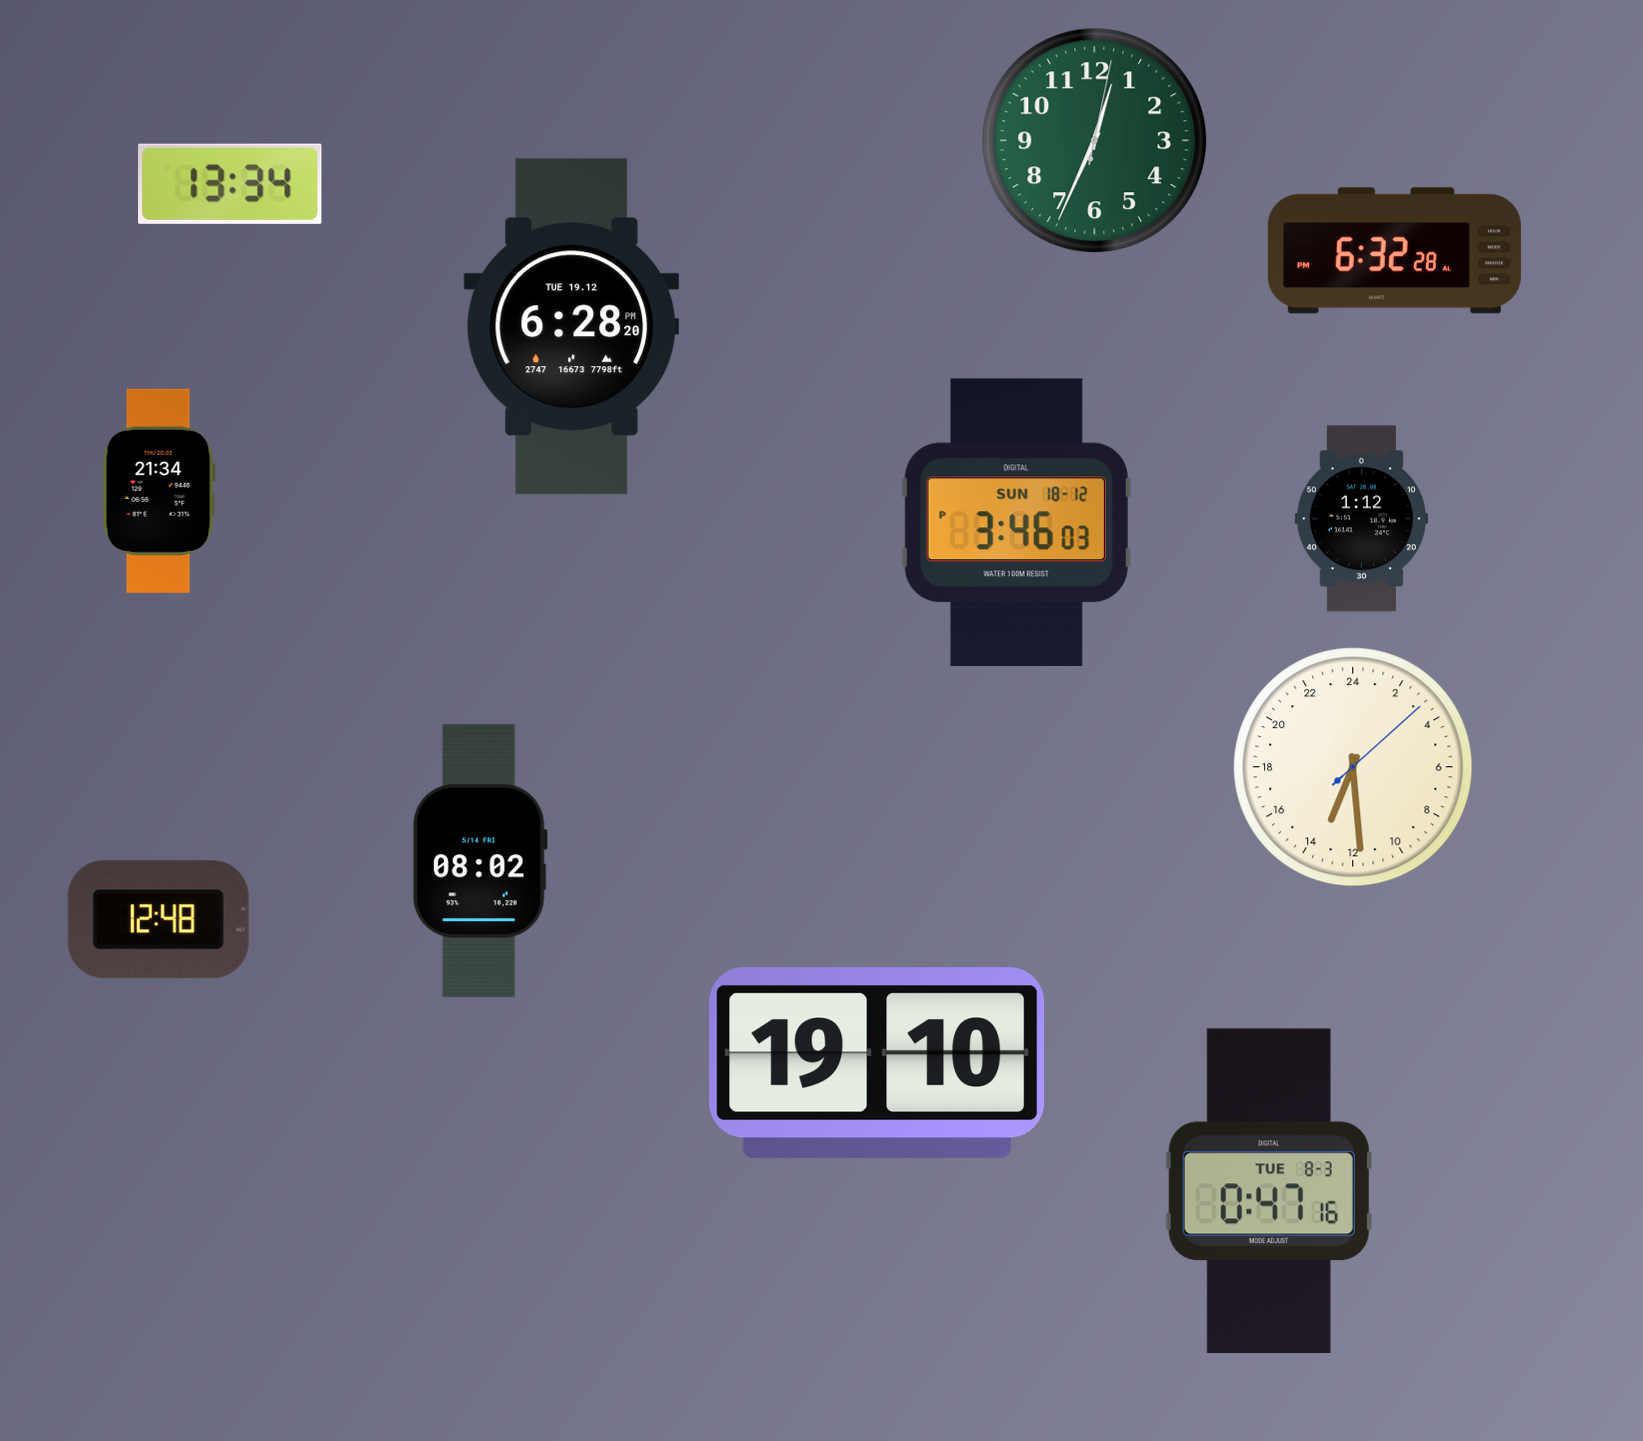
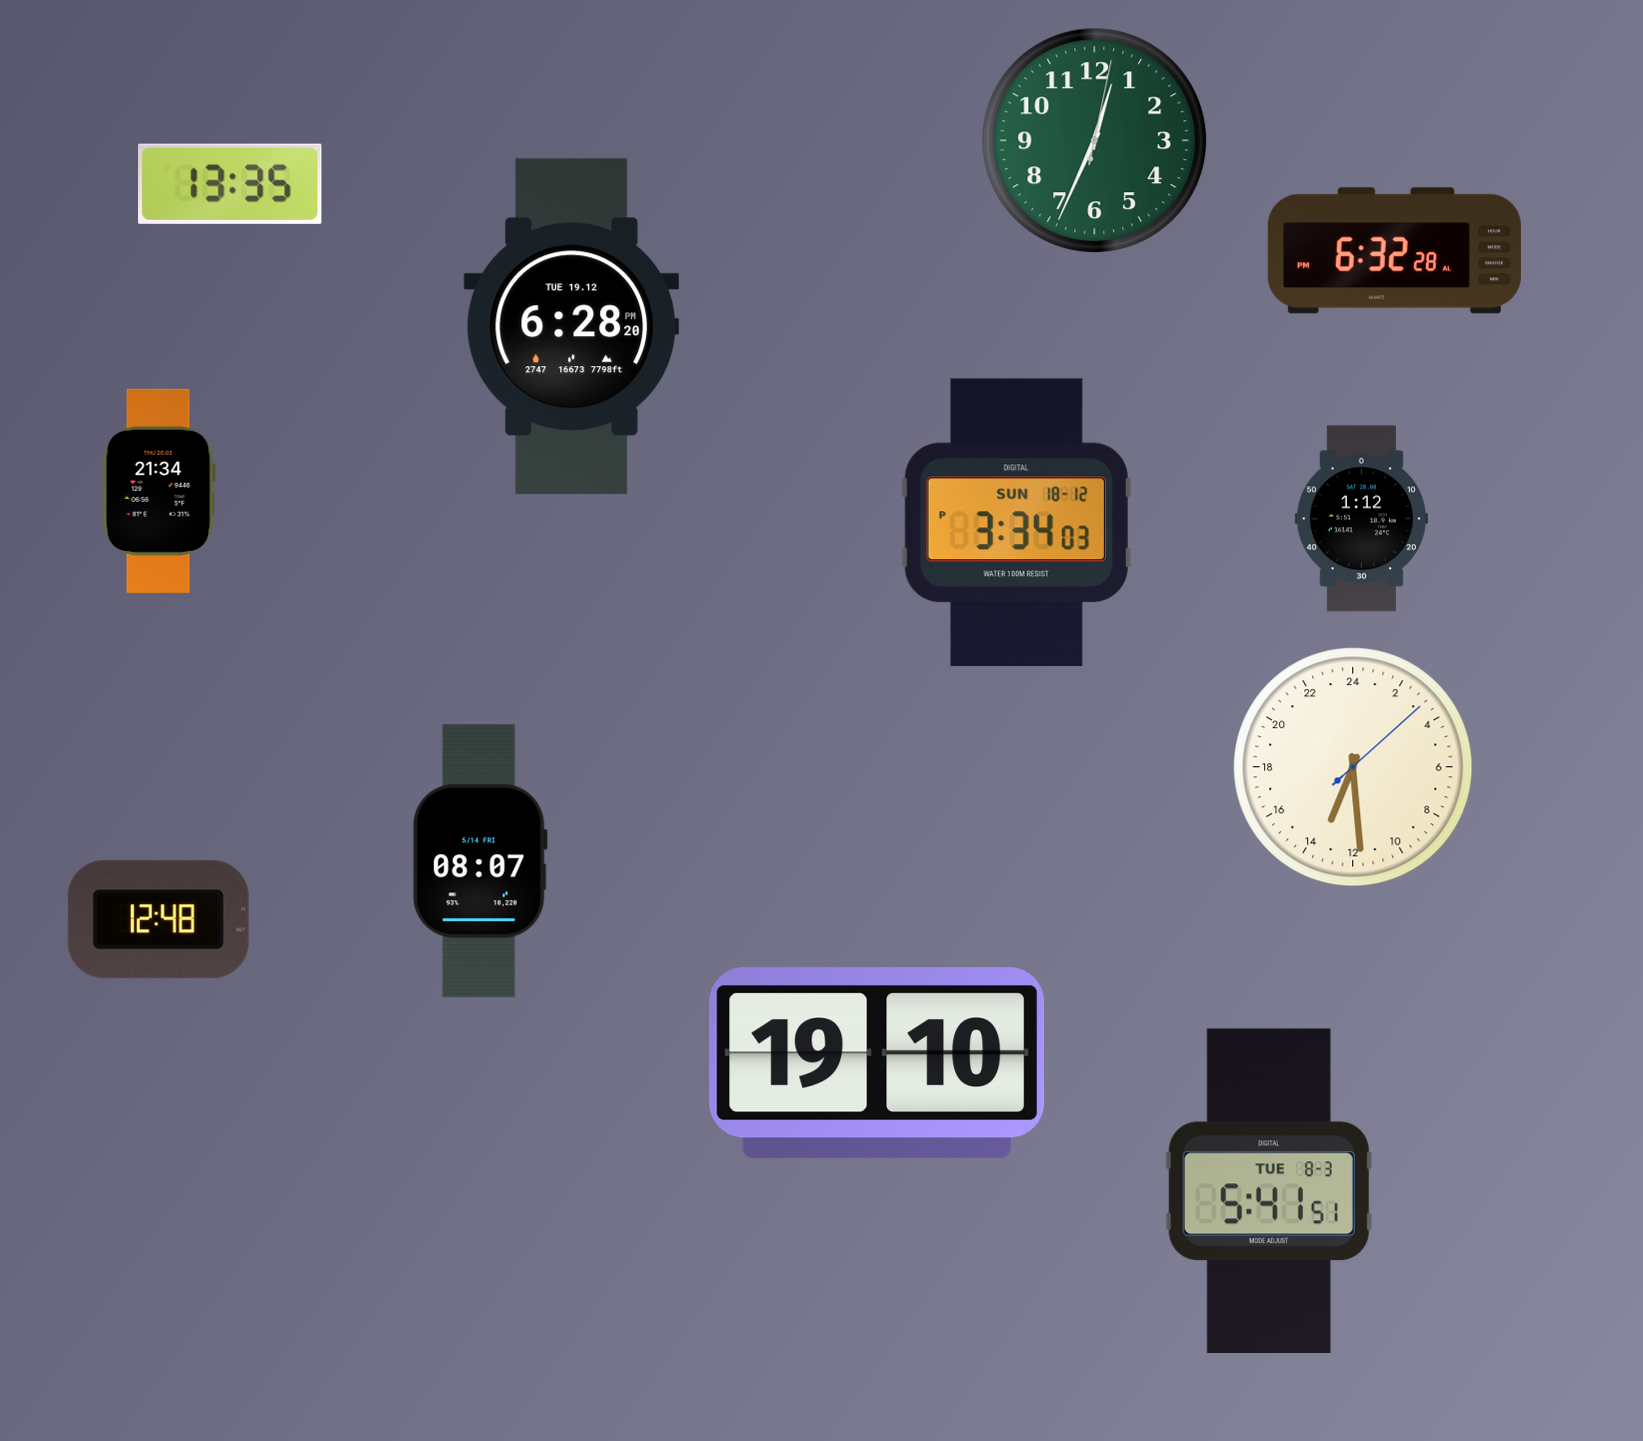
clock at (230, 184): 13:34 -> 13:35
clock at (1016, 522): 3:46 -> 3:34
clock at (480, 861): 08:02 -> 08:07
clock at (1269, 1190): 0:47 -> 5:41
